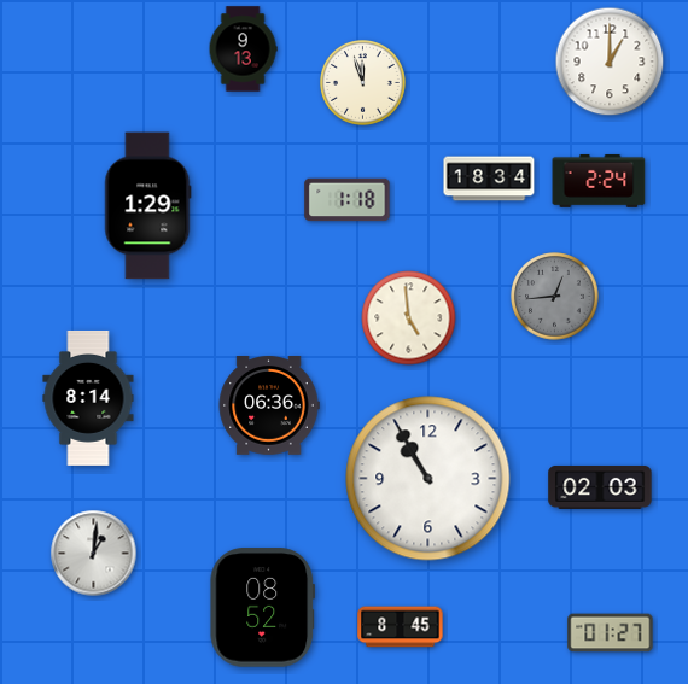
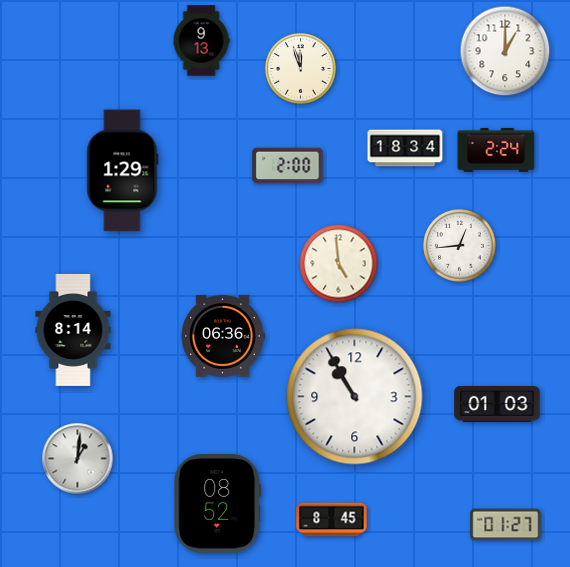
clock at (348, 200): 1:18 -> 2:00
clock at (555, 297) dial: grey -> white
clock at (600, 487): 02:03 -> 01:03
